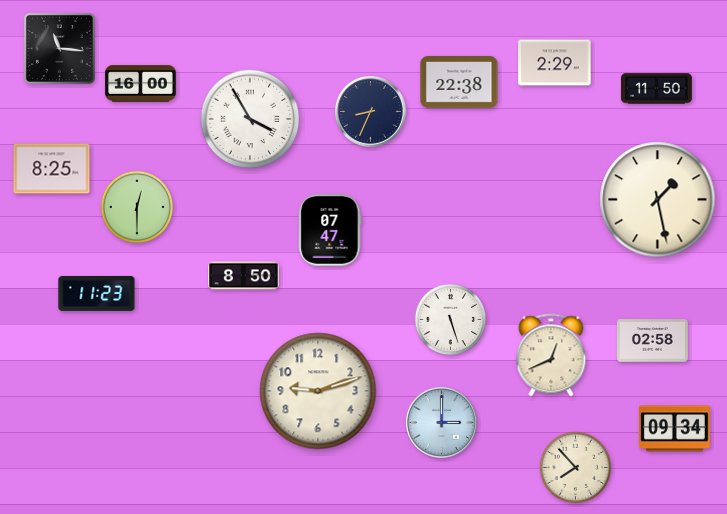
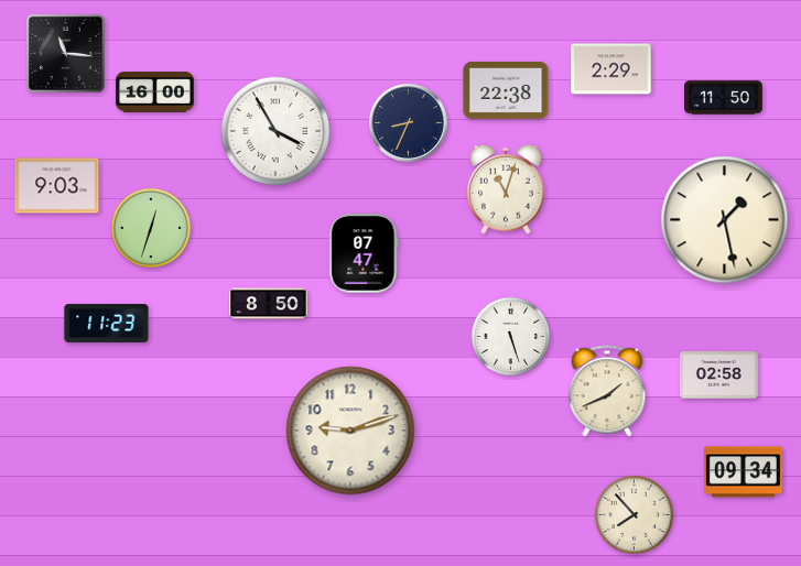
clock at (52, 169): 8:25 -> 9:03
clock at (506, 189): none -> 11:03
clock at (137, 207): 12:30 -> 12:33
clock at (451, 320) position: (451, 320) -> (511, 337)
clock at (551, 355): 12:41 -> 1:41
clock at (442, 423): 3:00 -> none
